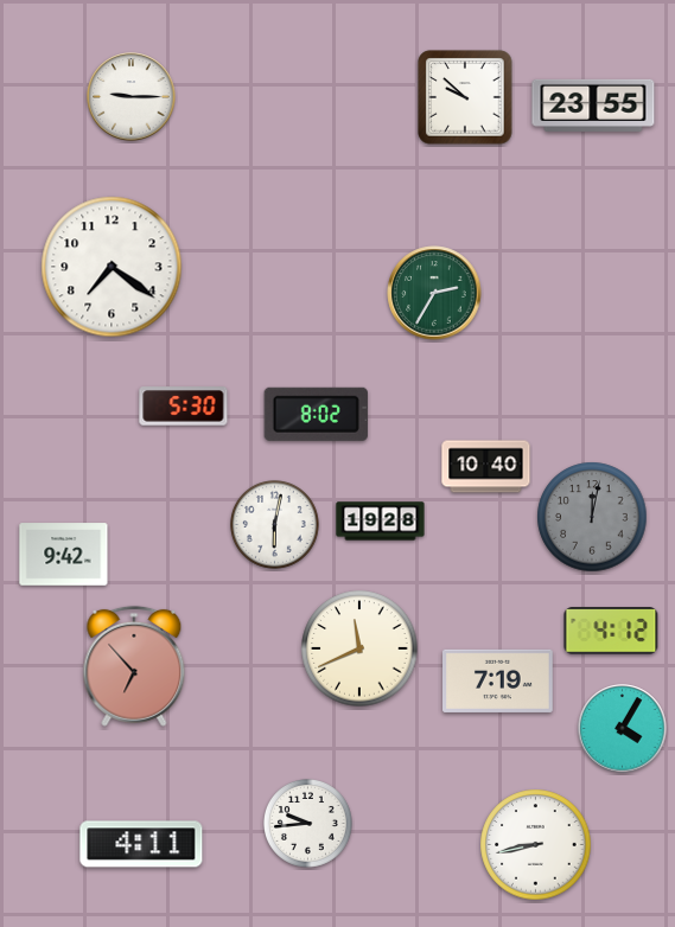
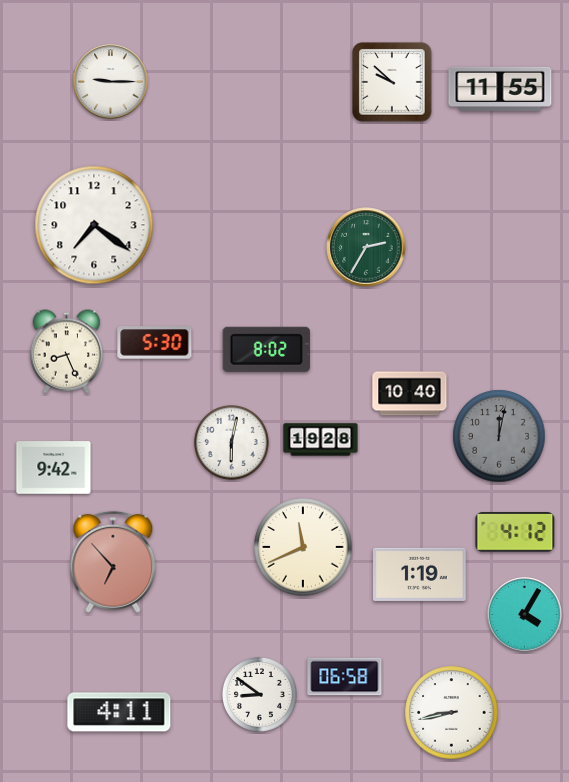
clock at (593, 106): 23:55 -> 11:55
clock at (67, 352): none -> 8:26
clock at (498, 680): 7:19 -> 1:19
clock at (345, 677): none -> 06:58
clock at (308, 824): 9:44 -> 8:51
